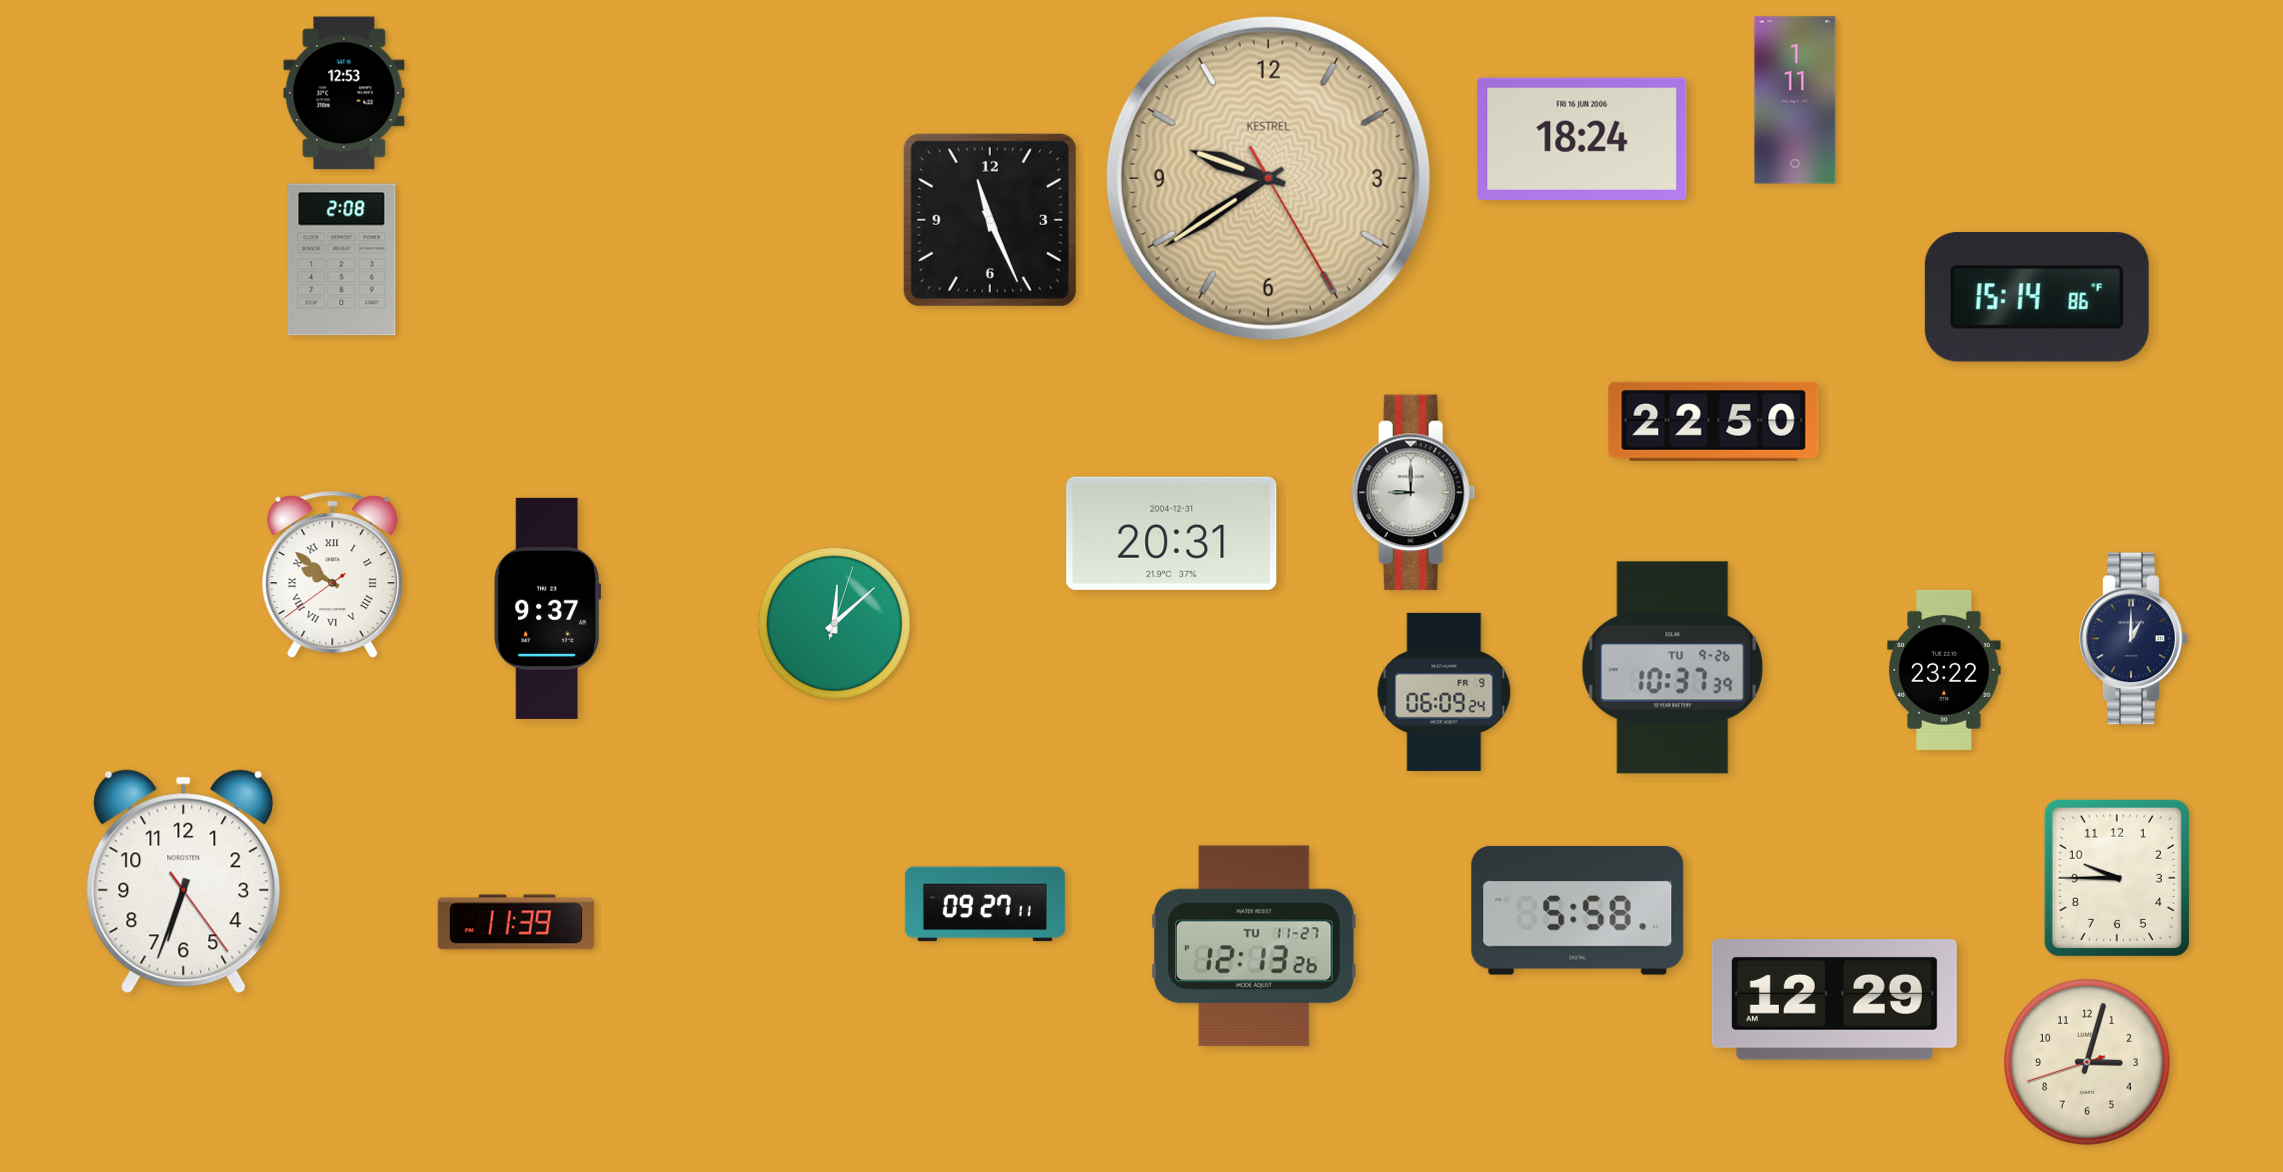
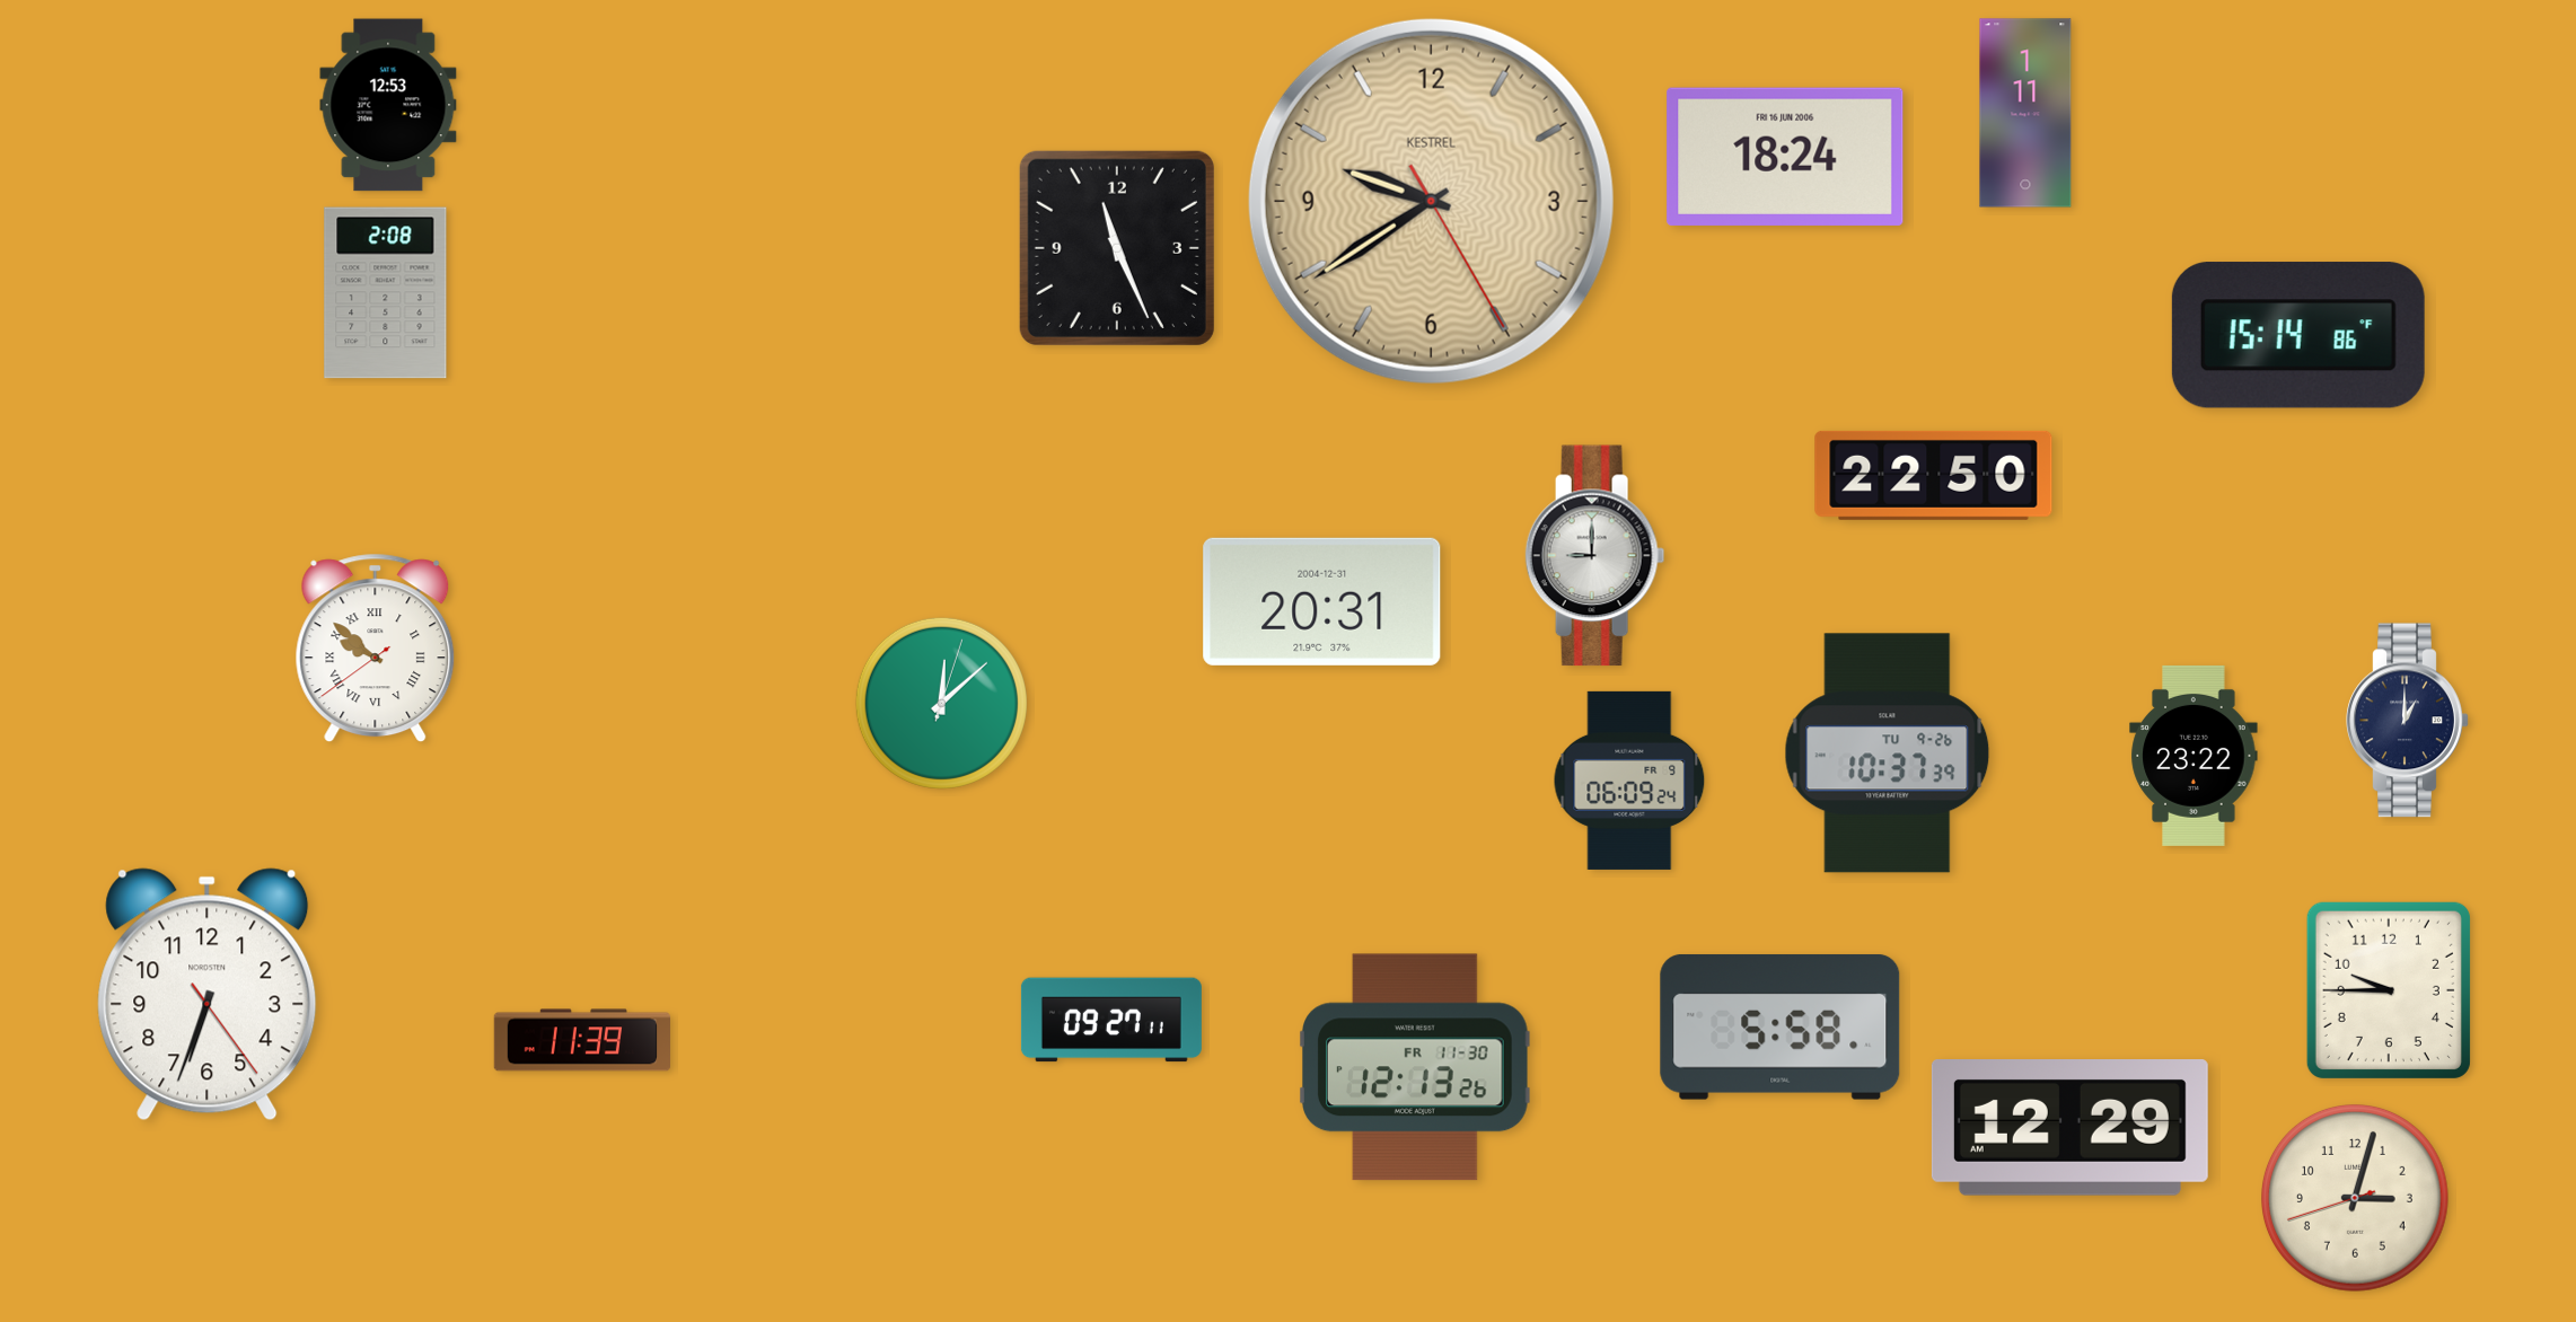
clock at (548, 608): 9:37 -> none
clock at (1255, 946) date: TU 11-27 -> FR 11-30
